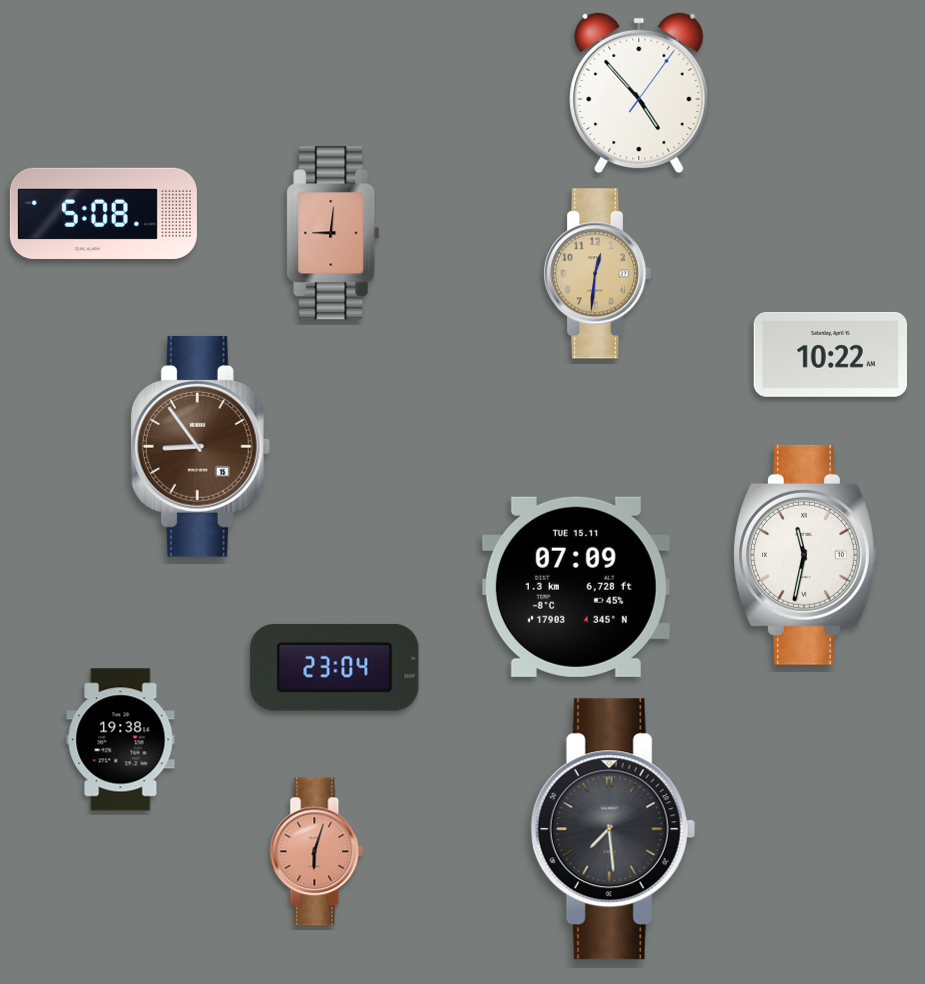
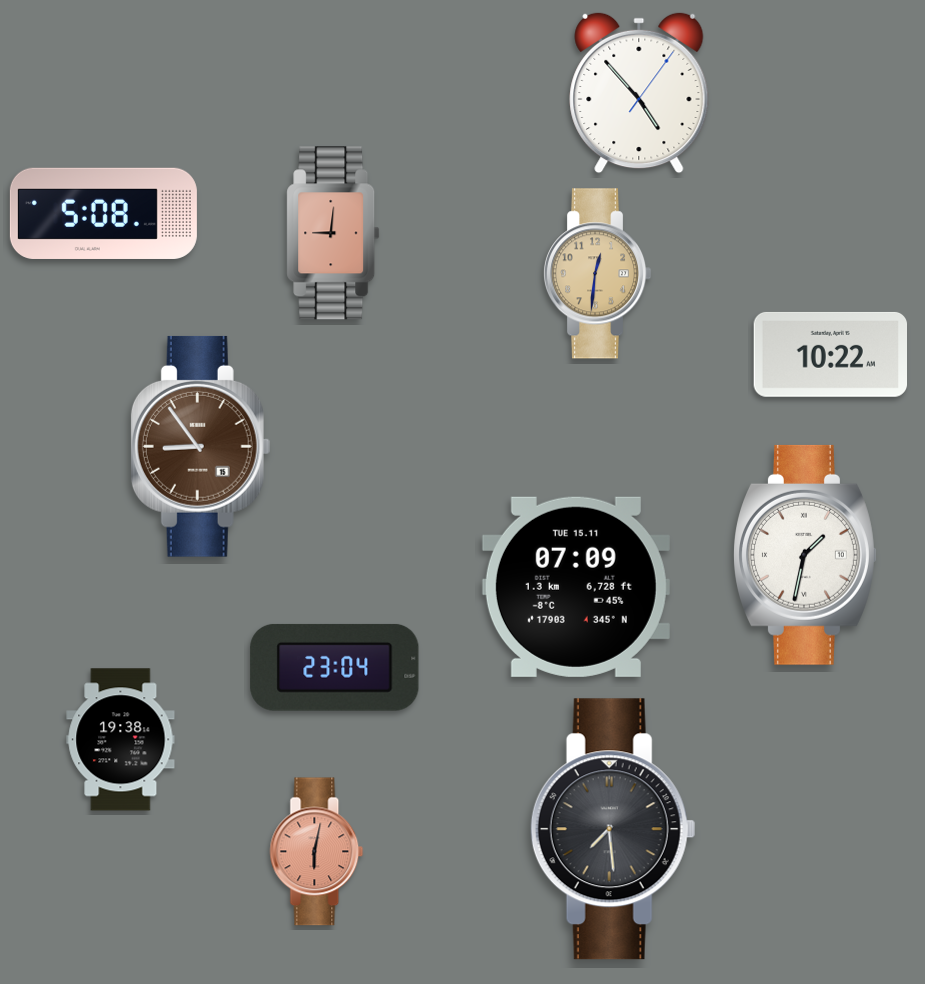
clock at (806, 555): 11:32 -> 1:32
clock at (317, 852): 6:03 -> 6:02
